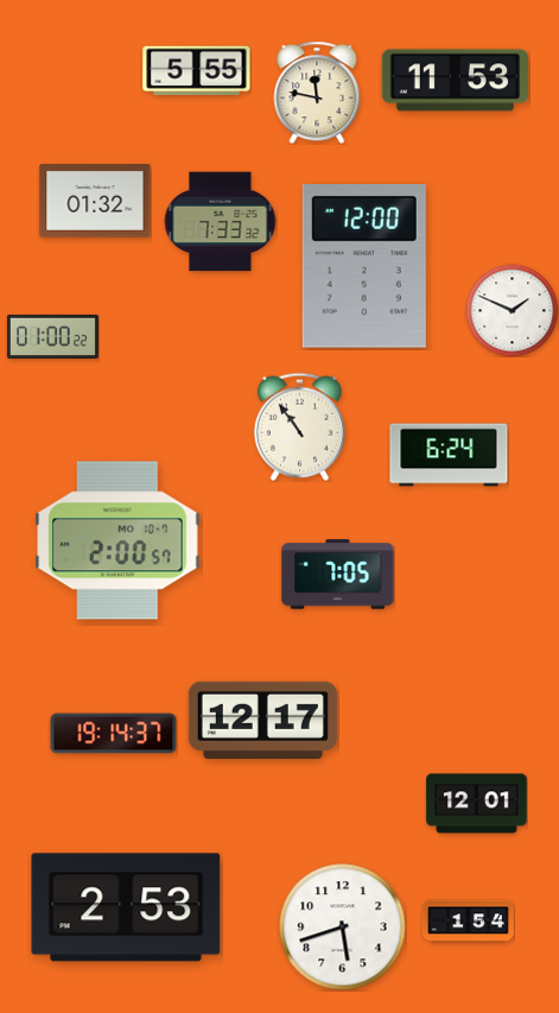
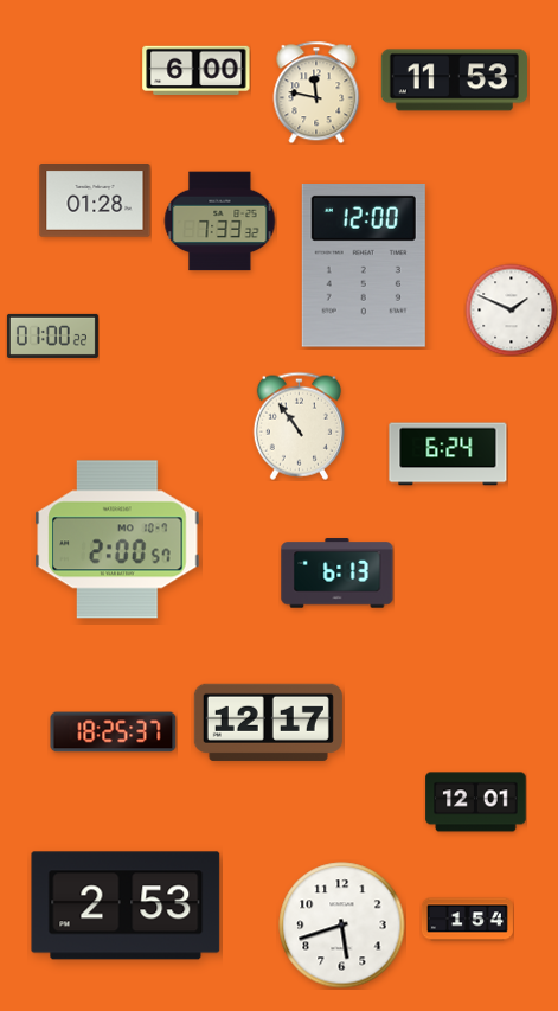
clock at (197, 70): 5:55 -> 6:00
clock at (95, 202): 01:32 -> 01:28
clock at (338, 575): 7:05 -> 6:13
clock at (262, 720) position: (262, 720) -> (268, 722)
clock at (114, 734): 19:14 -> 18:25
